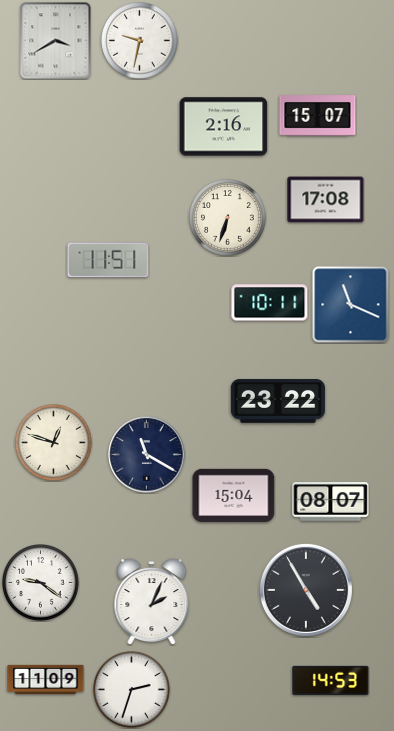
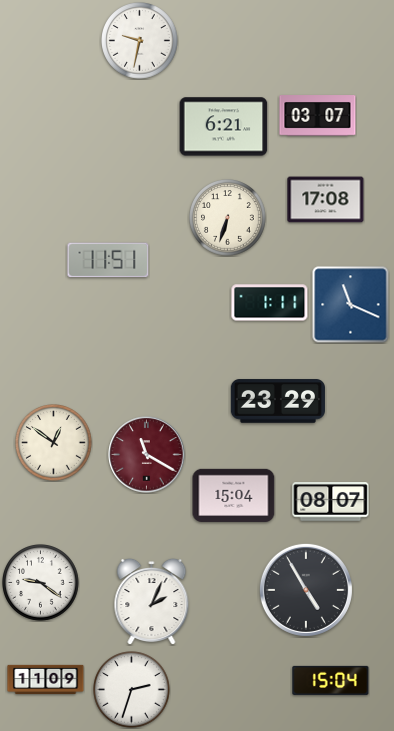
clock at (56, 41): 3:40 -> none
clock at (318, 116): 15:07 -> 03:07
clock at (224, 127): 2:16 -> 6:21
clock at (270, 303): 10:11 -> 1:11
clock at (278, 401): 23:22 -> 23:29
clock at (54, 443): 12:48 -> 12:51
clock at (147, 455) dial: navy -> burgundy
clock at (331, 680): 14:53 -> 15:04
